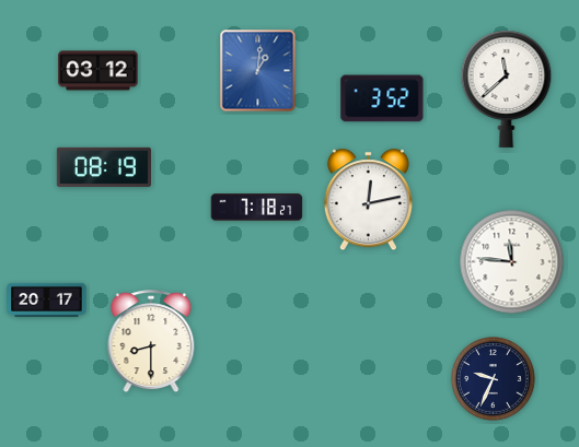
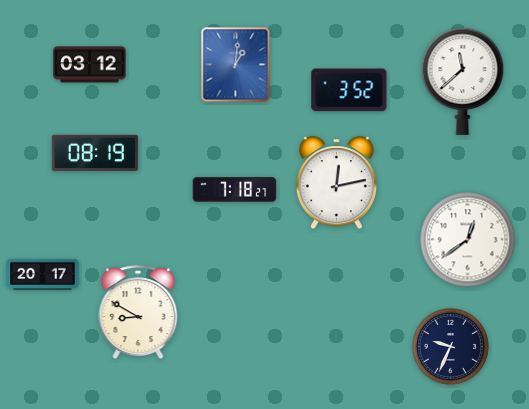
clock at (512, 262): 11:46 -> 12:39
clock at (151, 342): 8:30 -> 8:50
